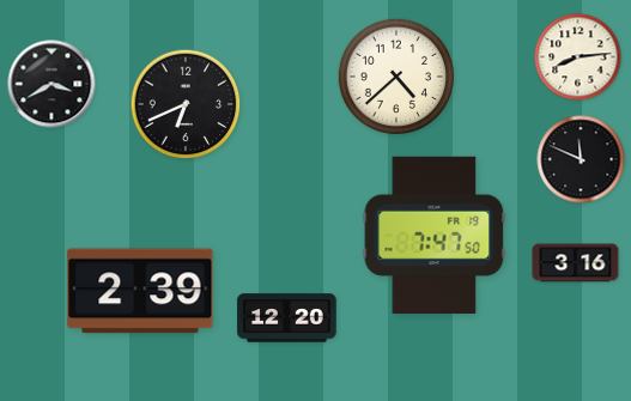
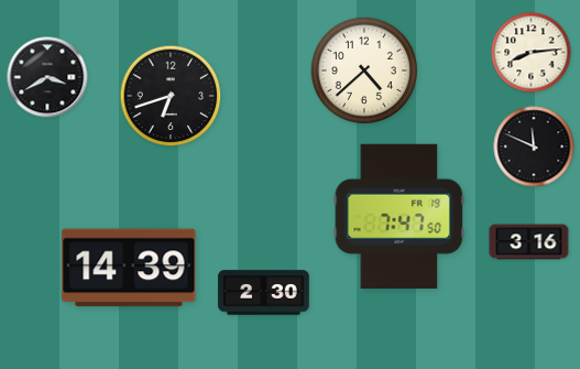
clock at (186, 104): 6:41 -> 6:42
clock at (140, 291): 2:39 -> 14:39
clock at (287, 318): 12:20 -> 2:30
